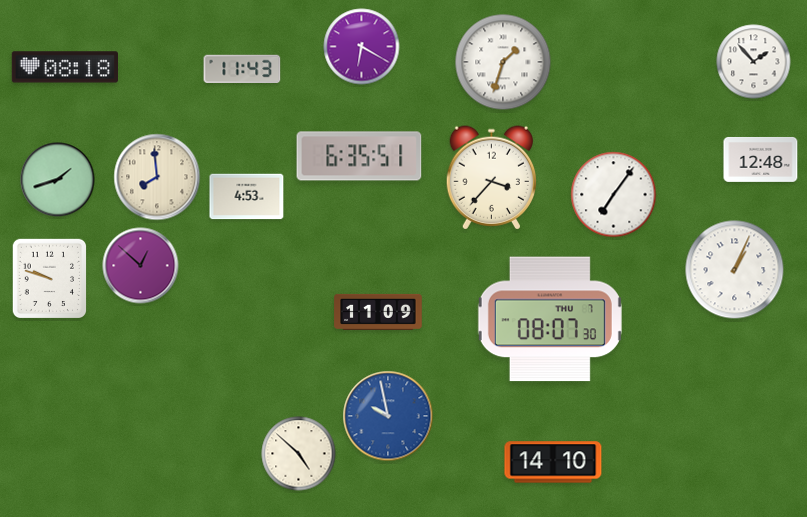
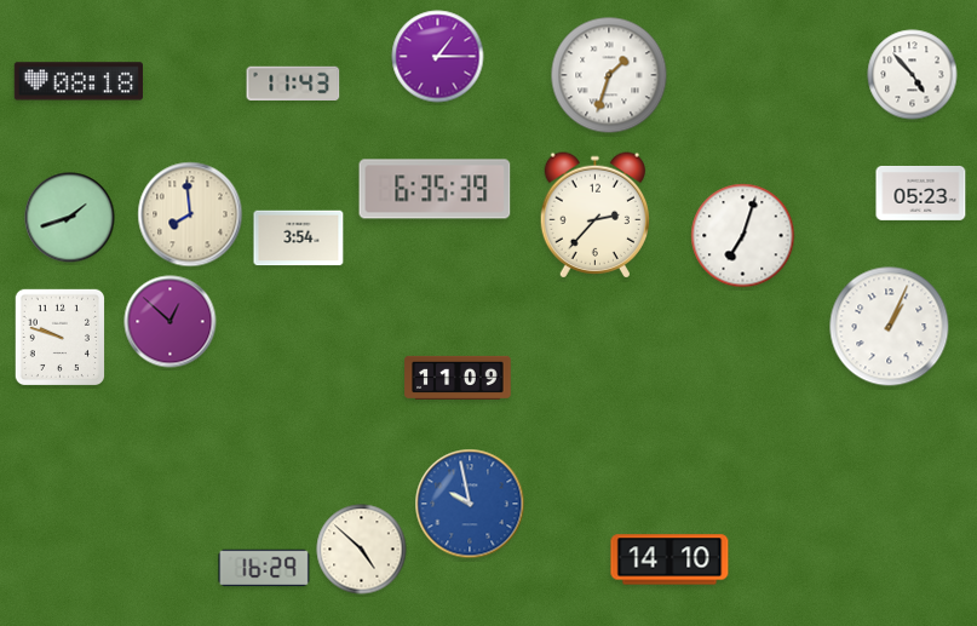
clock at (362, 47): 6:20 -> 1:15
clock at (754, 62): 1:53 -> 4:53
clock at (359, 156): 6:35:51 -> 6:35:39
clock at (761, 159): 12:48 -> 05:23
clock at (491, 178): 3:37 -> 2:37
clock at (614, 195): 7:06 -> 7:03
clock at (247, 197): 4:53 -> 3:54
clock at (550, 319): 08:07 -> none
clock at (264, 568): none -> 16:29
